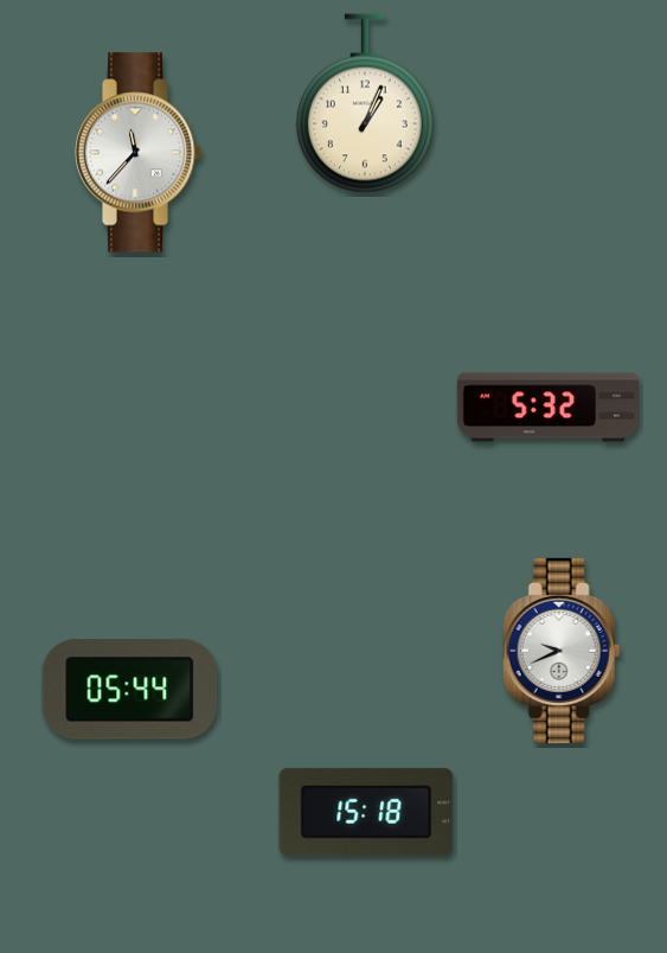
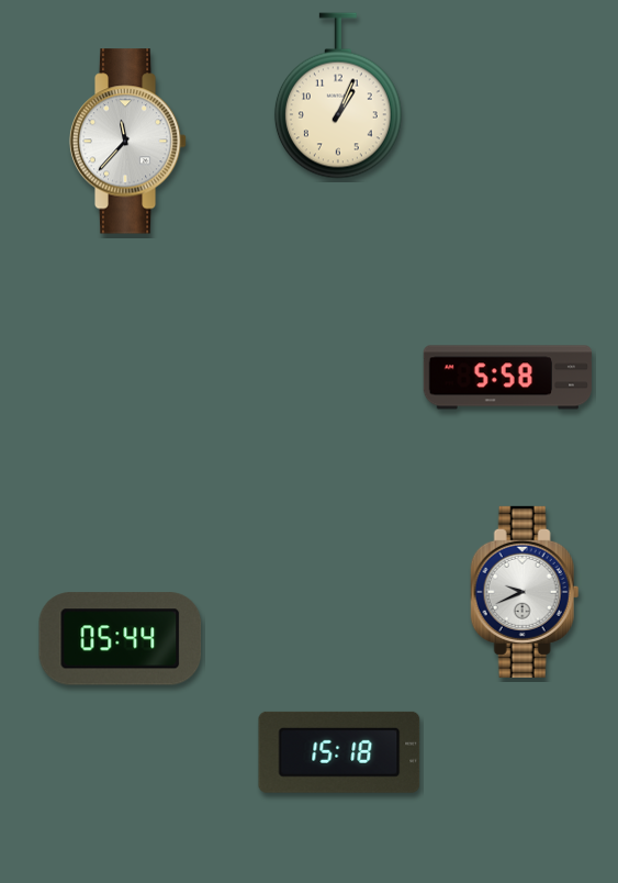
clock at (547, 408): 5:32 -> 5:58
clock at (562, 651) position: (562, 651) -> (525, 592)
